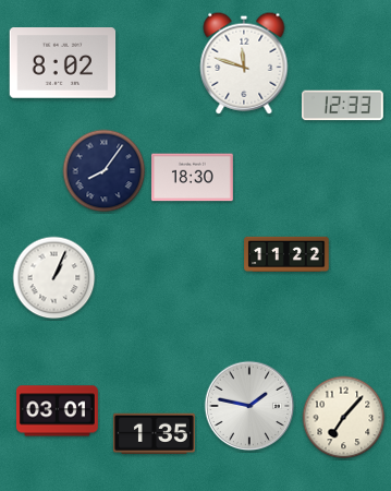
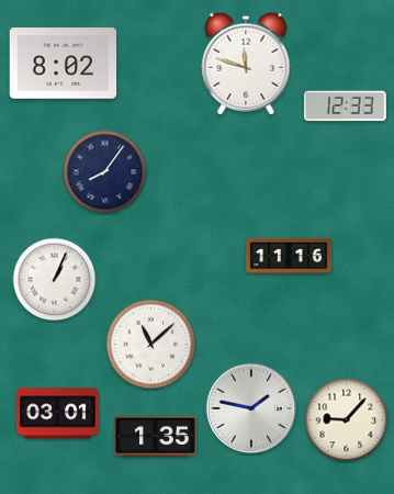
clock at (192, 178): 18:30 -> none
clock at (286, 253): 11:22 -> 11:16
clock at (151, 345): none -> 11:08
clock at (344, 418): 7:07 -> 9:07
